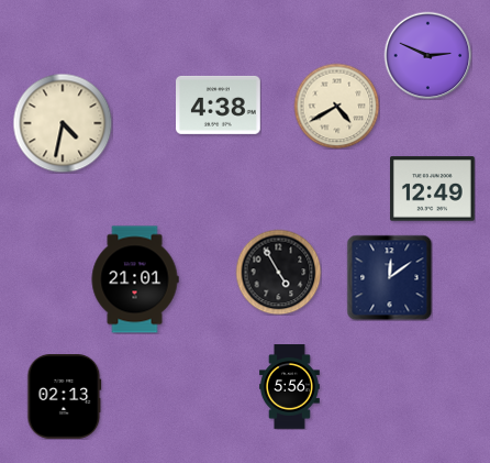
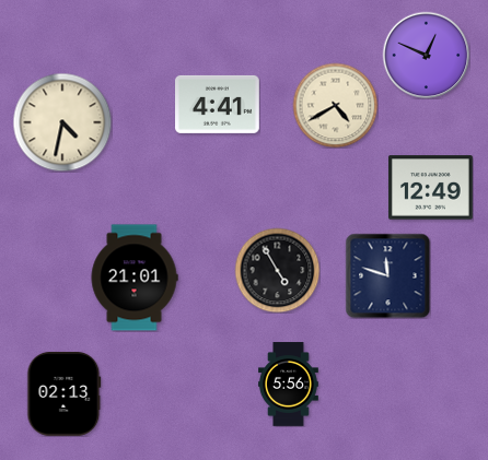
clock at (427, 55): 2:49 -> 12:49
clock at (219, 104): 4:38 -> 4:41
clock at (389, 277): 12:09 -> 11:48
